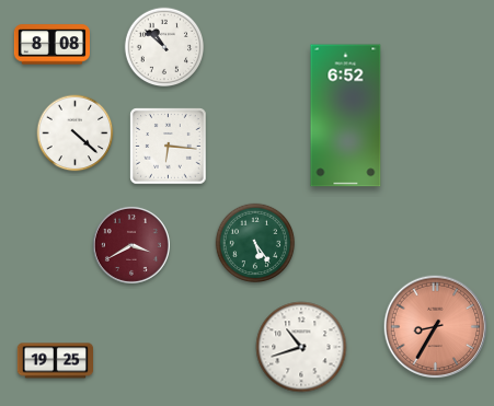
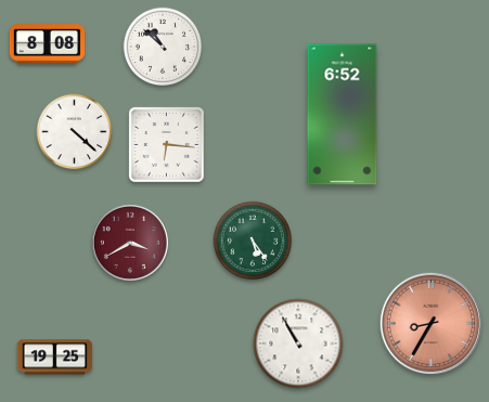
clock at (51, 45) position: (51, 45) -> (47, 44)
clock at (301, 347): 10:42 -> 10:55
